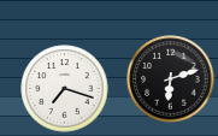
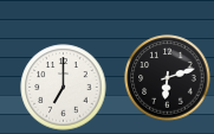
clock at (65, 89): 7:18 -> 7:00
